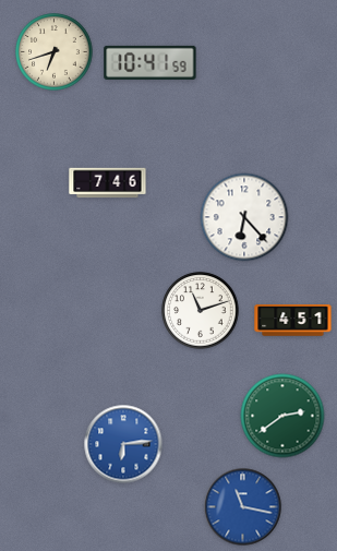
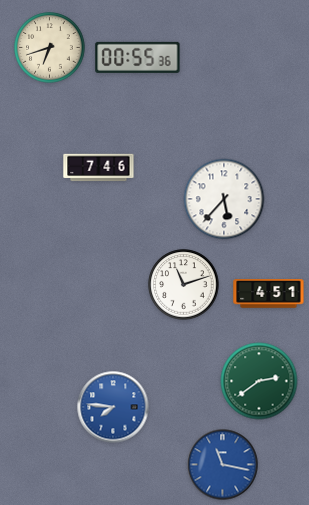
clock at (151, 62): 10:41 -> 00:55
clock at (244, 217): 6:23 -> 5:37
clock at (123, 444): 6:14 -> 7:46
